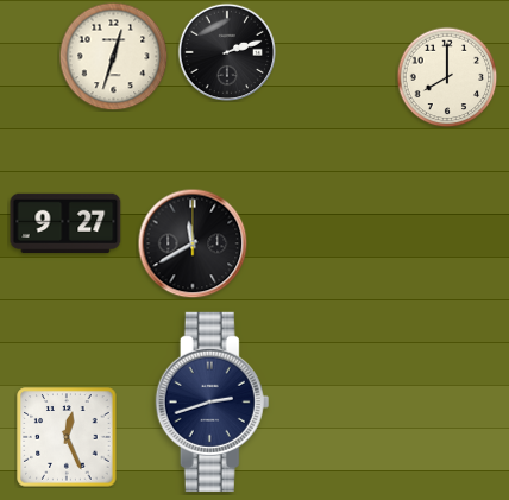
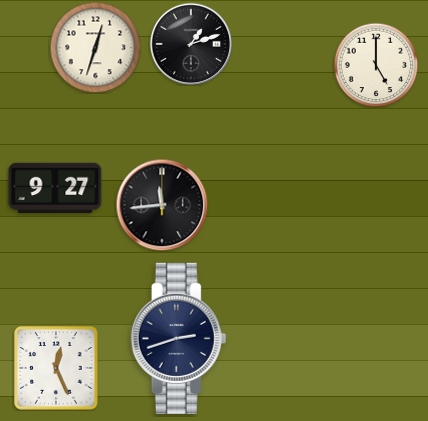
clock at (226, 51): 2:12 -> 1:12
clock at (447, 77): 8:00 -> 5:00
clock at (193, 243): 11:40 -> 11:44
